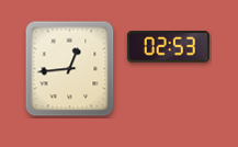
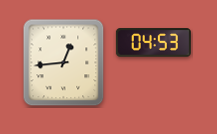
clock at (168, 47): 02:53 -> 04:53
